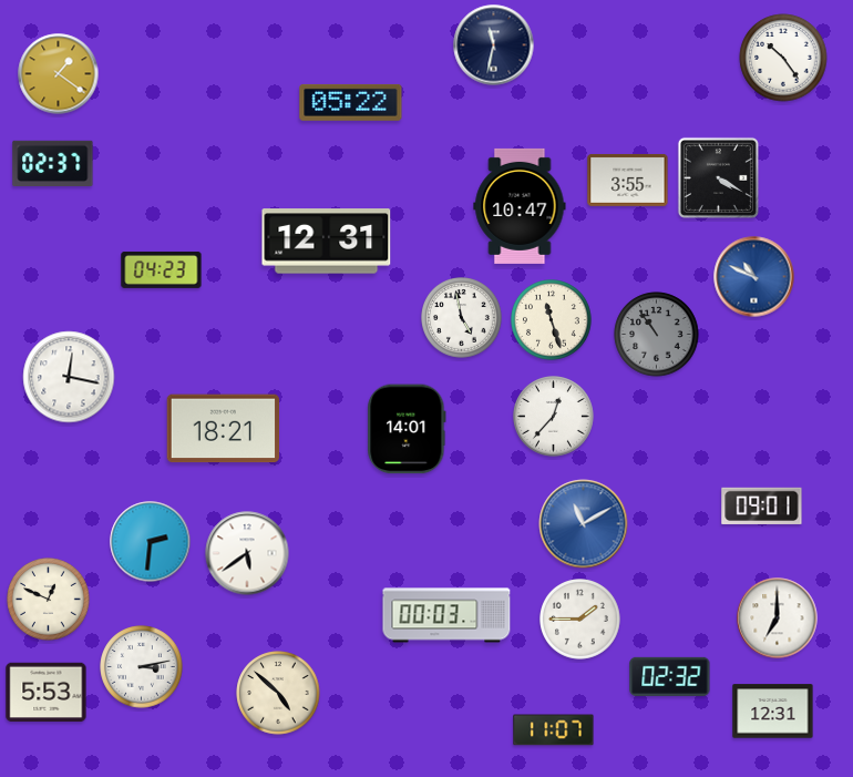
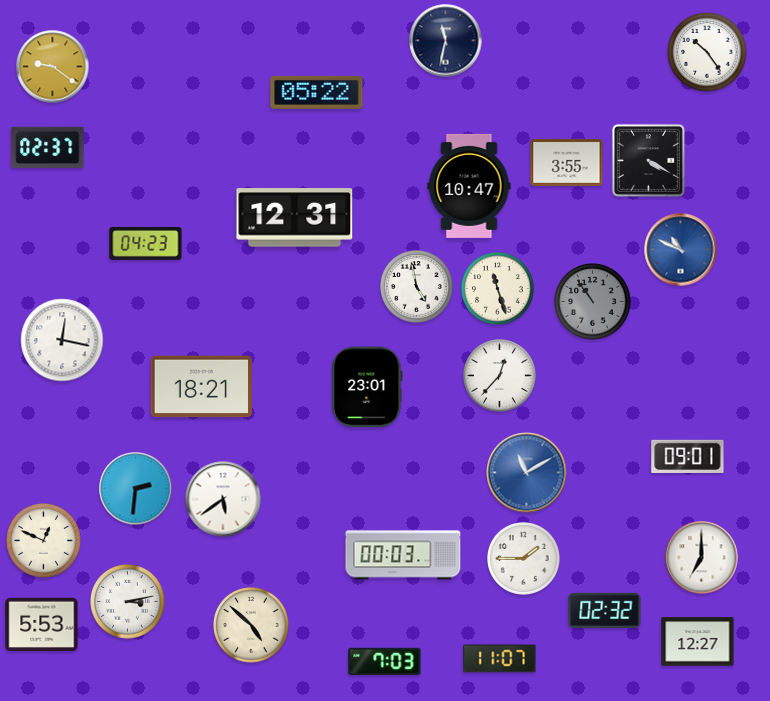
clock at (59, 74): 1:21 -> 9:21
clock at (407, 429): 14:01 -> 23:01
clock at (773, 712): 12:31 -> 12:27
clock at (385, 661): none -> 7:03
